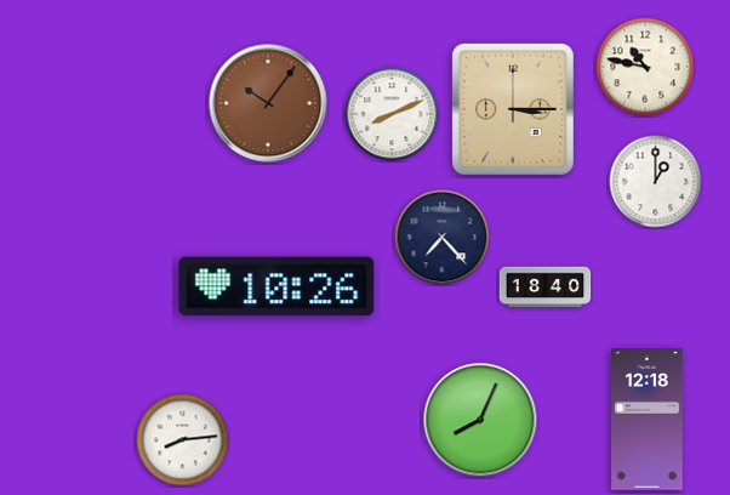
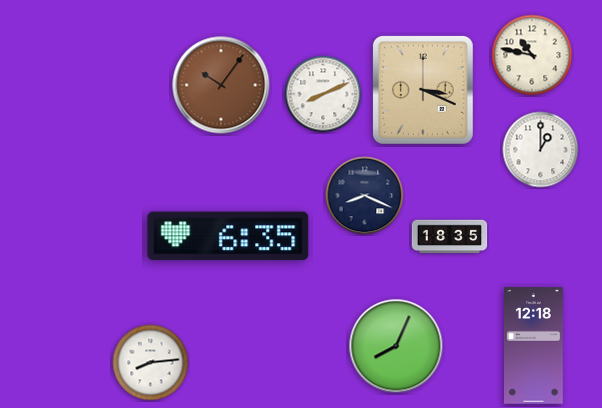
clock at (513, 109): 3:15 -> 3:19
clock at (443, 238): 7:23 -> 8:19
clock at (276, 286): 10:26 -> 6:35
clock at (546, 288): 18:40 -> 18:35
